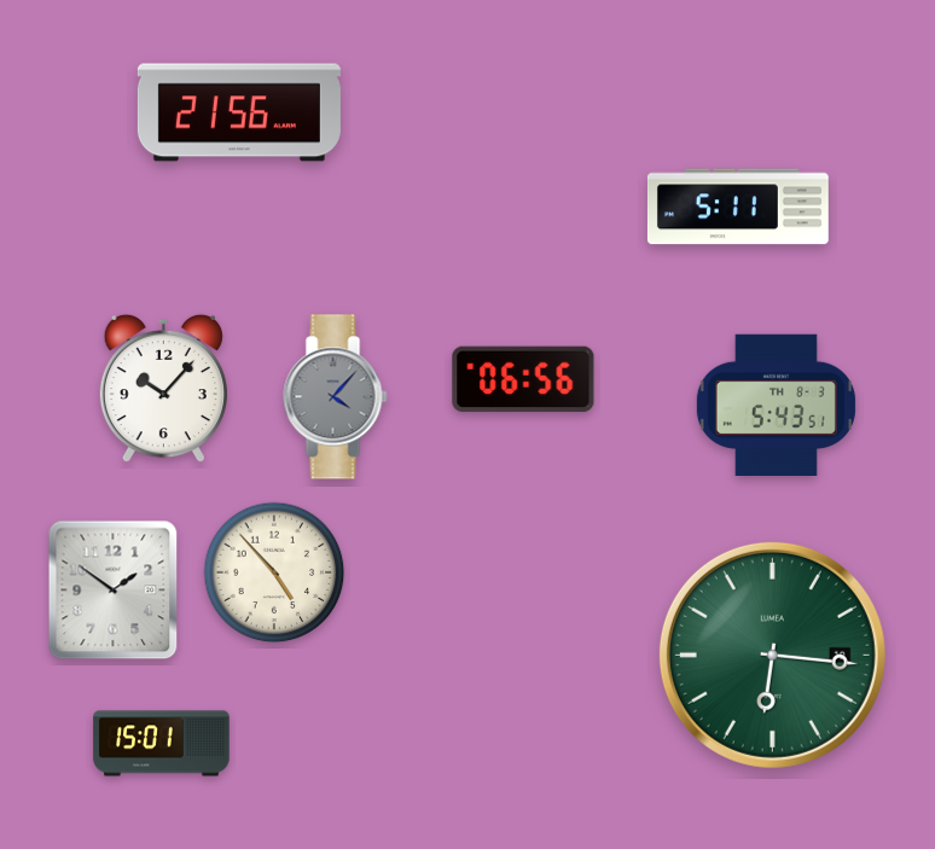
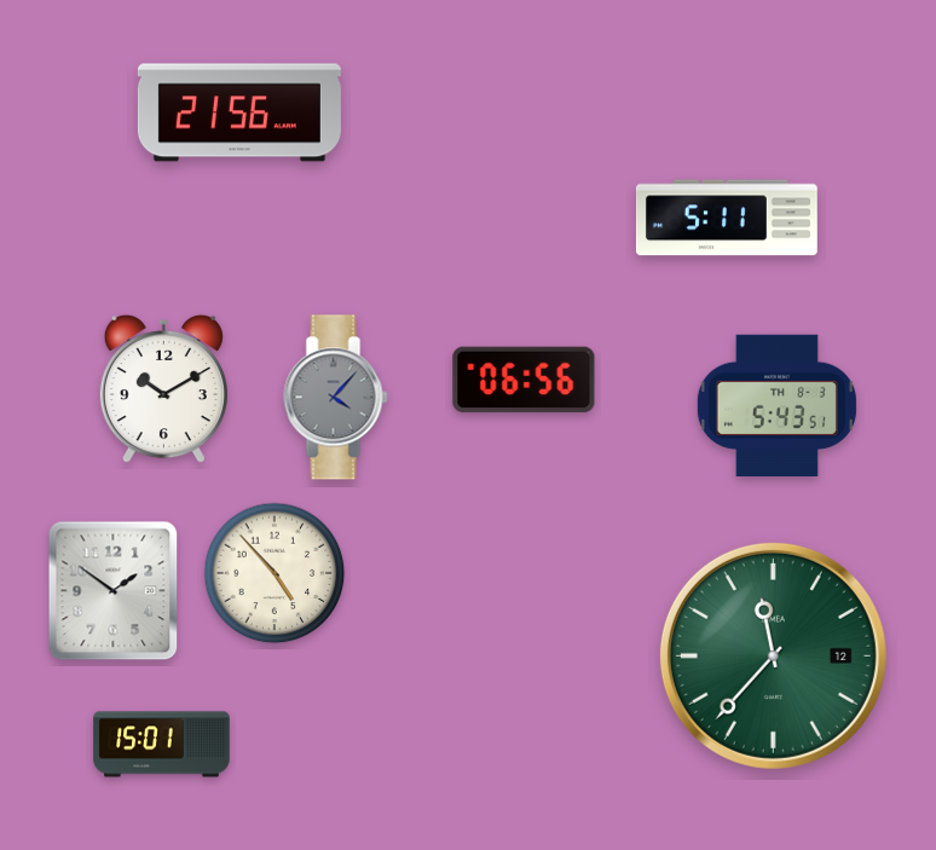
clock at (738, 207) position: (738, 207) -> (727, 218)
clock at (163, 389): 10:07 -> 10:10
clock at (772, 655): 6:16 -> 11:37
